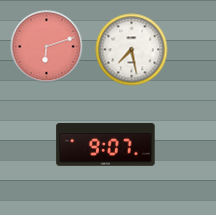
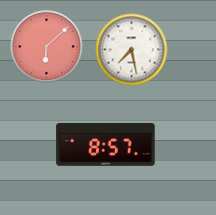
clock at (47, 47): 6:12 -> 6:08
clock at (106, 145): 9:07 -> 8:57
